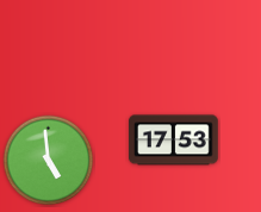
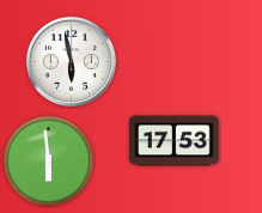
clock at (71, 61): none -> 5:58
clock at (49, 161): 4:59 -> 5:59
